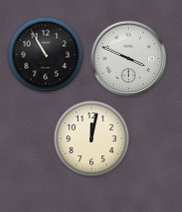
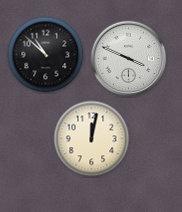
clock at (46, 55): 10:55 -> 10:52
